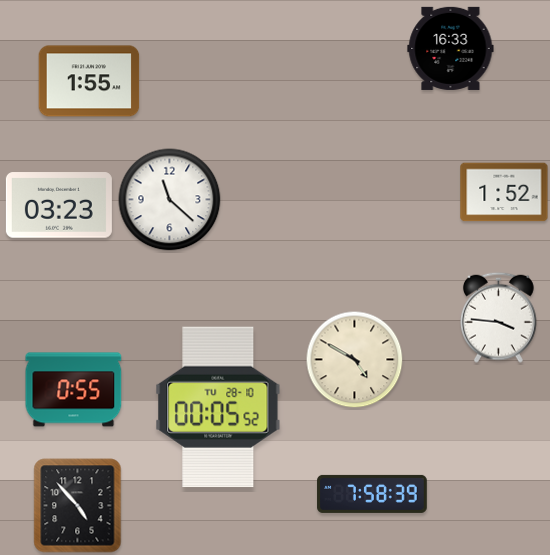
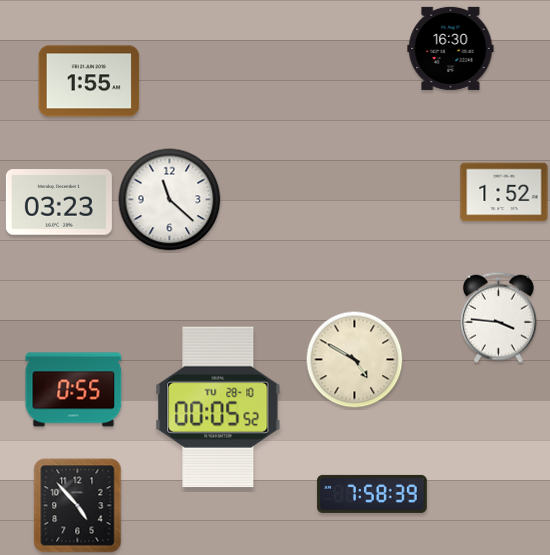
clock at (451, 48): 16:33 -> 16:30
clock at (59, 205) position: (59, 205) -> (59, 202)
